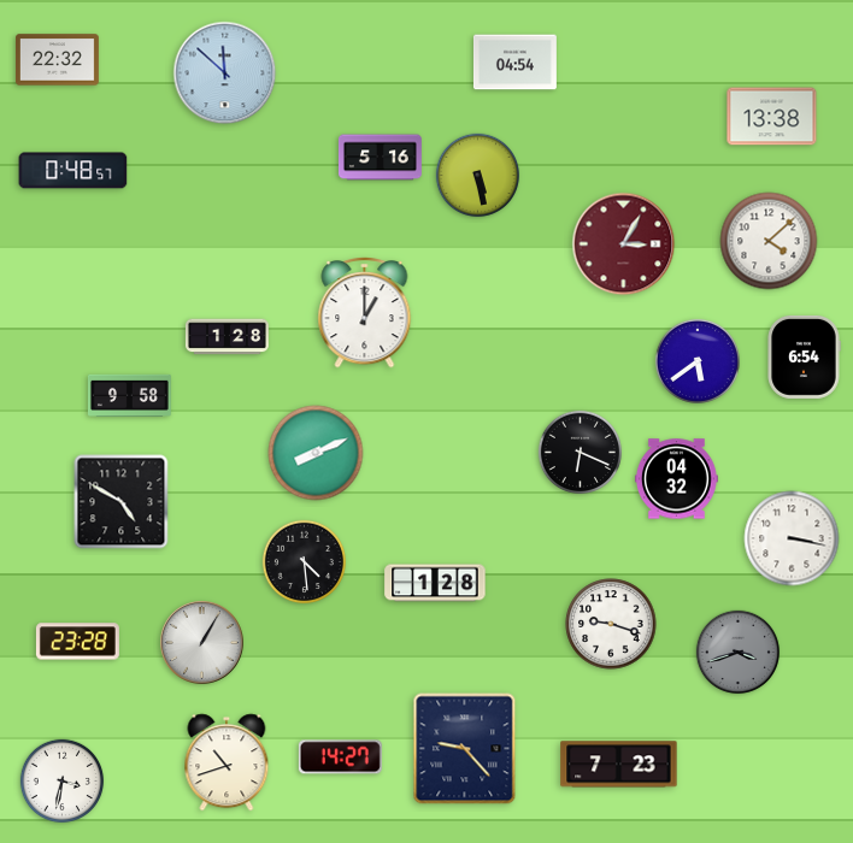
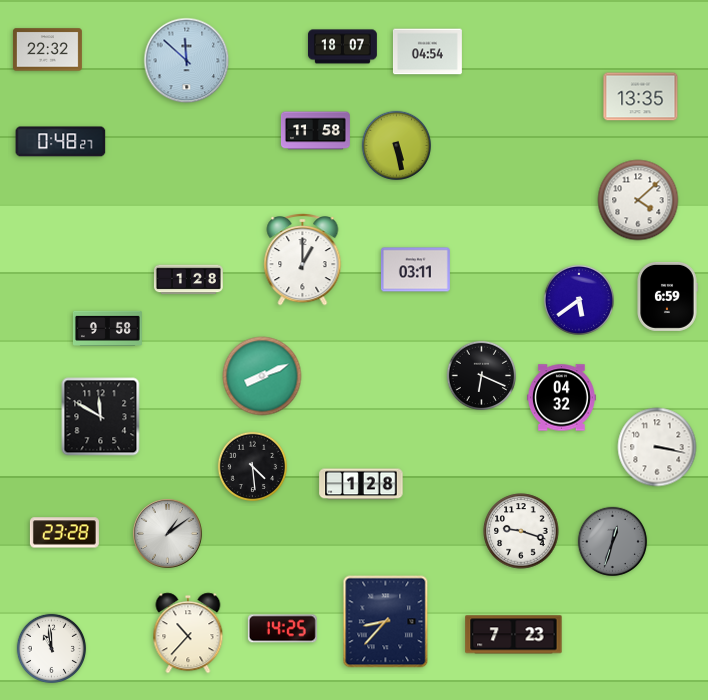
clock at (342, 47): none -> 18:07
clock at (772, 117): 13:38 -> 13:35
clock at (380, 158): 5:16 -> 11:58
clock at (73, 171): 0:48:57 -> 0:48:27
clock at (624, 244): 3:05 -> none
clock at (415, 270): none -> 03:11
clock at (804, 356): 6:54 -> 6:59
clock at (122, 502): 4:50 -> 11:50
clock at (611, 624) position: (611, 624) -> (521, 531)
clock at (202, 643): 1:05 -> 1:09
clock at (739, 653): 3:42 -> 12:33
clock at (465, 749): 9:23 -> 8:37
clock at (340, 757): 14:27 -> 14:25
clock at (227, 762): 10:42 -> 10:37
clock at (63, 782): 3:32 -> 10:59
